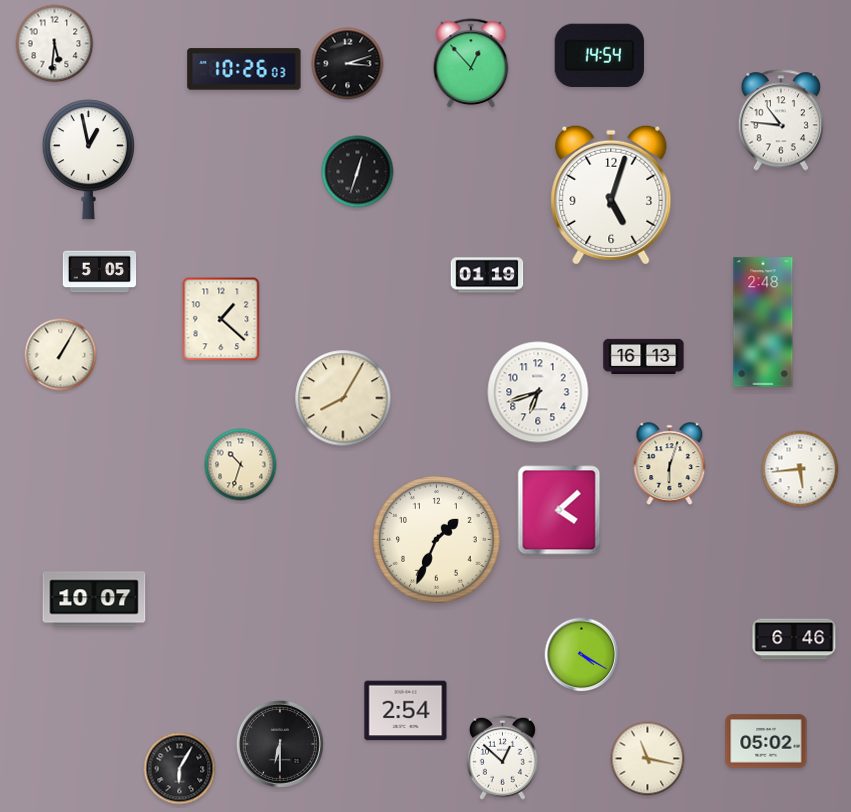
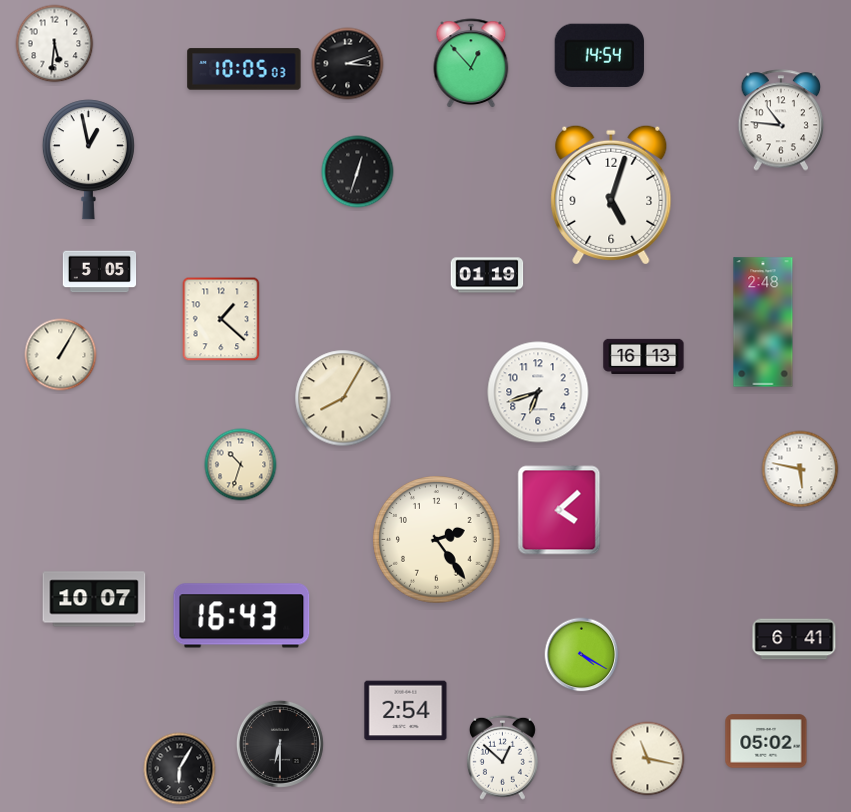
clock at (244, 69): 10:26 -> 10:05
clock at (670, 464): 6:03 -> none
clock at (800, 469): 5:44 -> 5:47
clock at (437, 540): 1:34 -> 2:24
clock at (242, 616): none -> 16:43
clock at (794, 639): 6:46 -> 6:41
